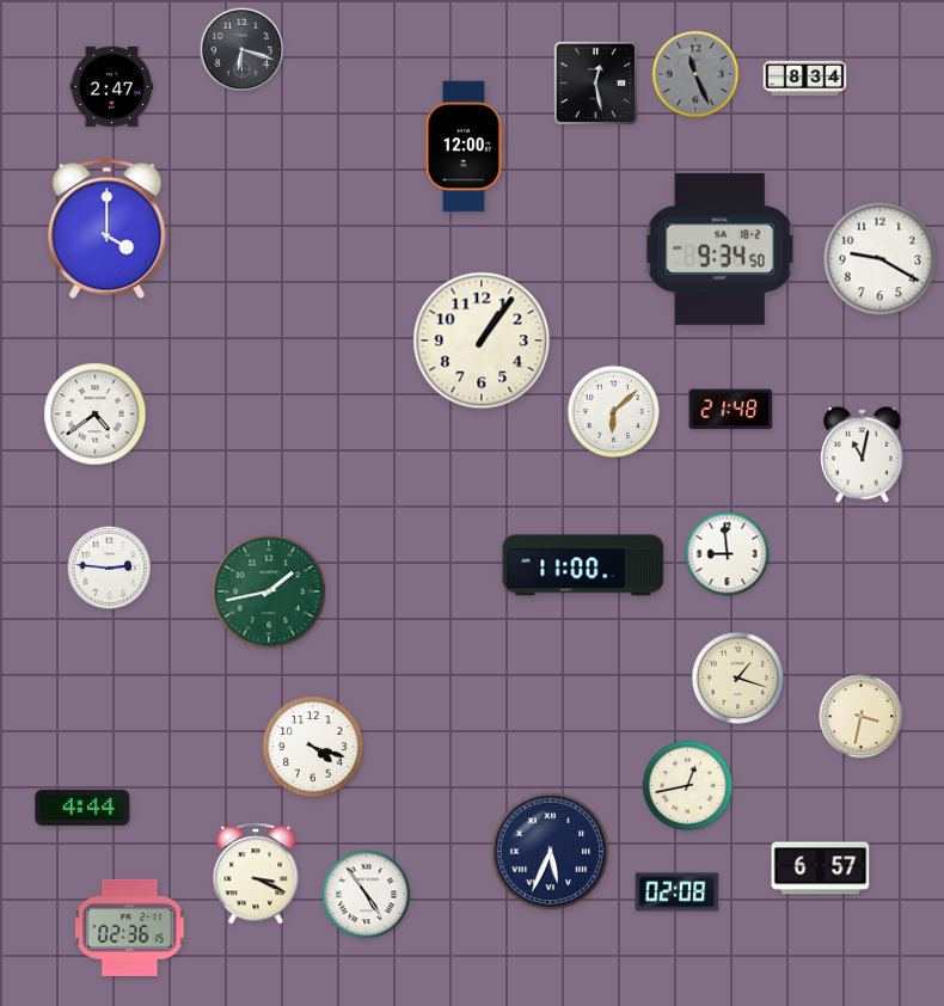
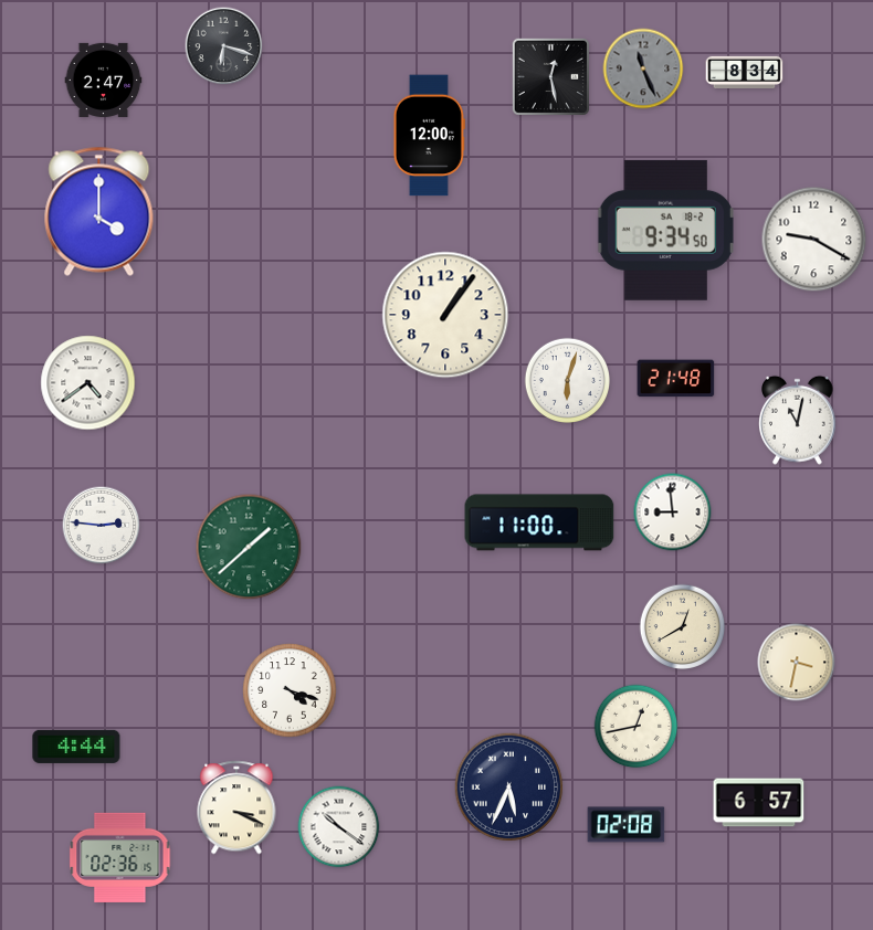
clock at (614, 412): 6:08 -> 6:03
clock at (269, 591): 1:43 -> 1:38
clock at (738, 679): 1:18 -> 12:40
clock at (367, 895): 4:54 -> 10:21
